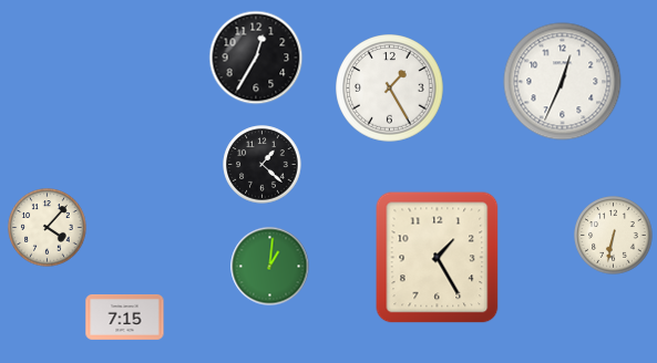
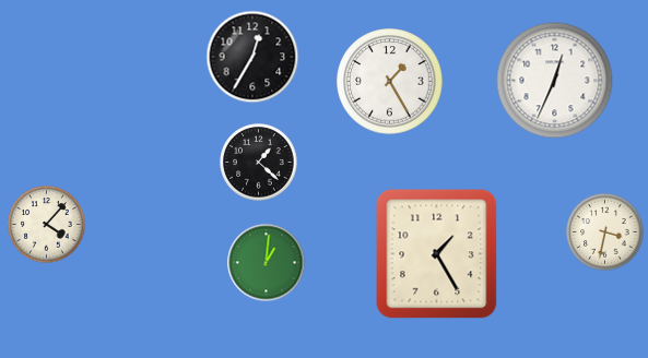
clock at (390, 89) position: (390, 89) -> (390, 82)
clock at (614, 236): 6:32 -> 3:32
clock at (438, 258) position: (438, 258) -> (437, 254)
clock at (125, 317): 7:15 -> none
